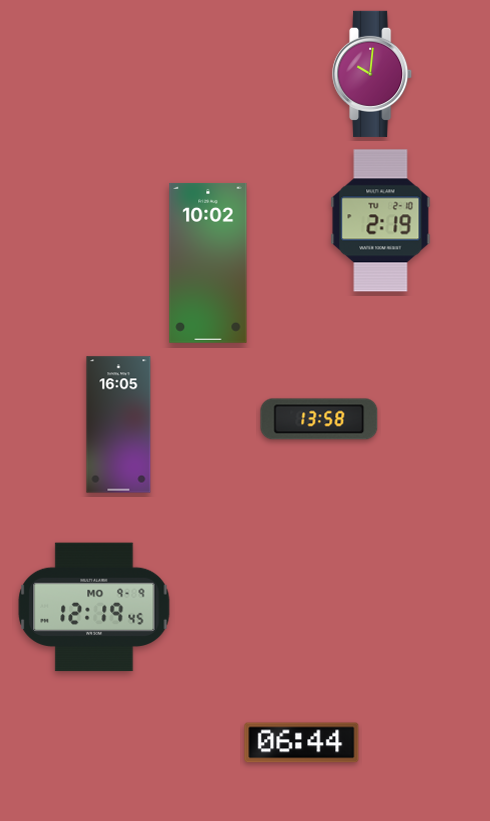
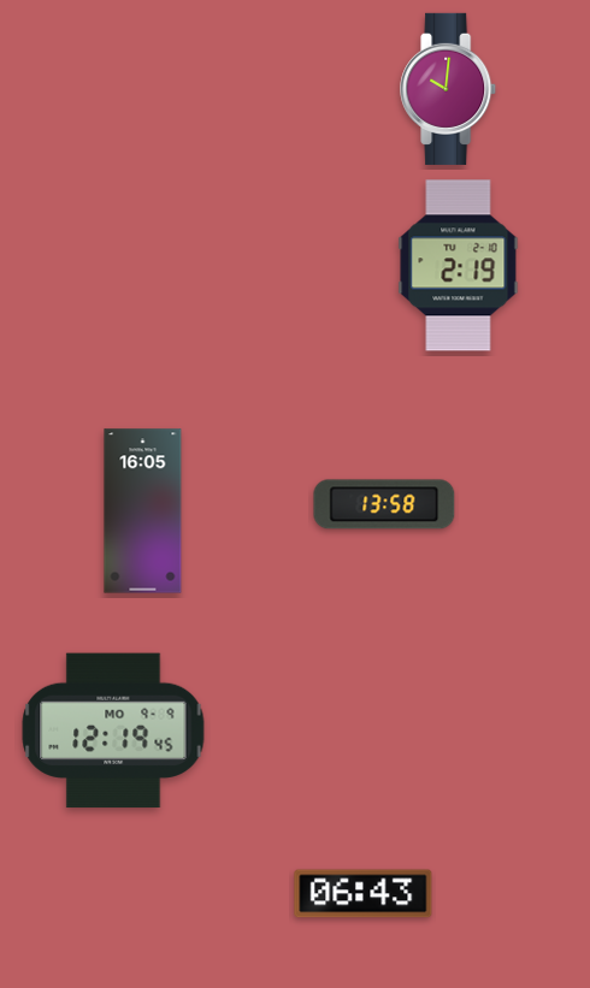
clock at (208, 263): 10:02 -> none
clock at (302, 743): 06:44 -> 06:43
